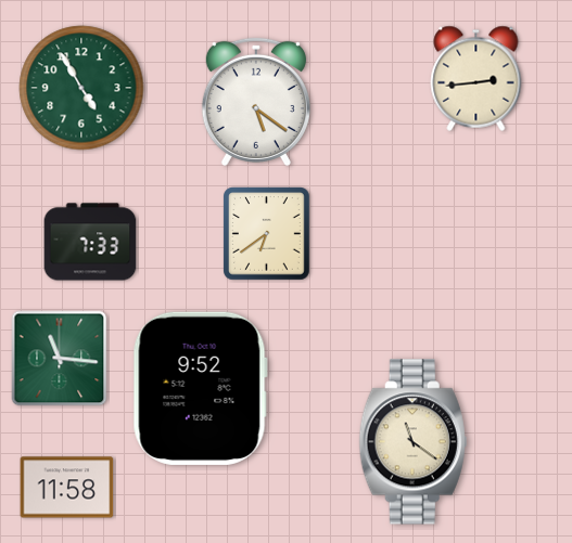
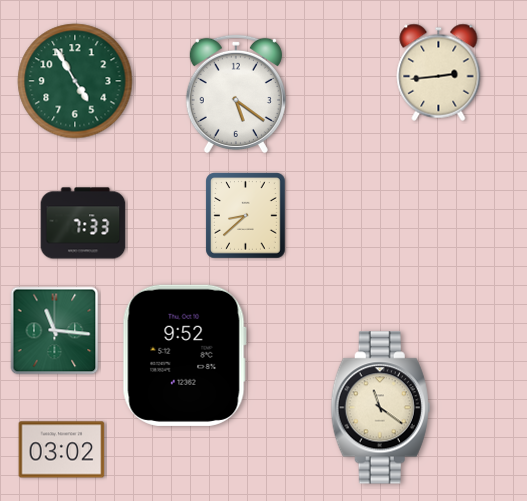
clock at (267, 234): 6:39 -> 8:38
clock at (200, 388) position: (200, 388) -> (184, 355)
clock at (67, 488): 11:58 -> 03:02
